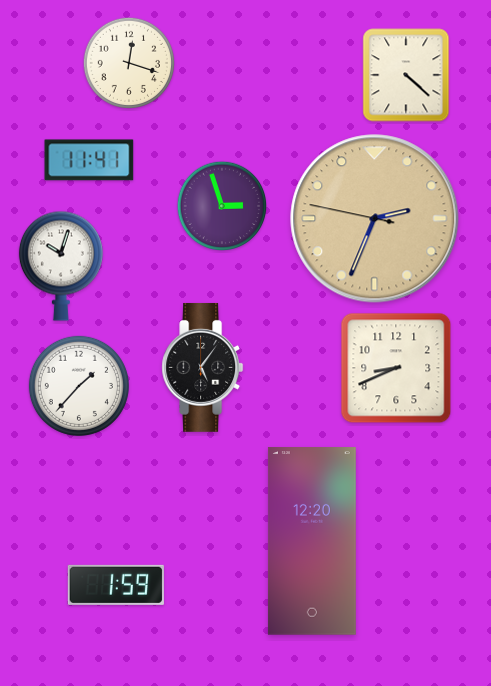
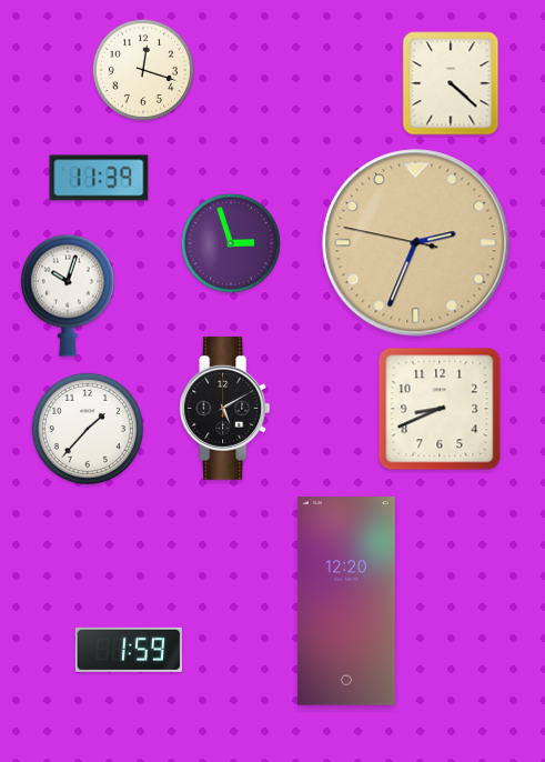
clock at (89, 160): 11:41 -> 11:39
clock at (221, 205) position: (221, 205) -> (230, 242)
clock at (203, 367): 5:06 -> 5:10
